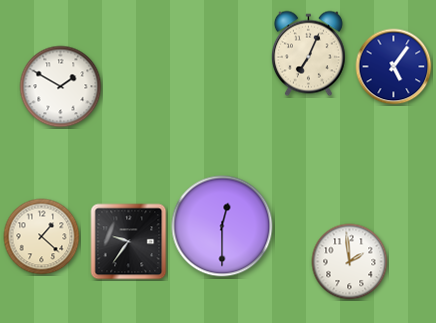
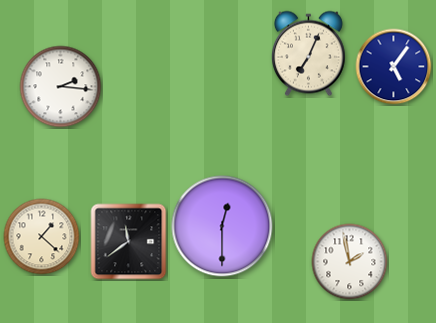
clock at (61, 87): 1:50 -> 2:16
clock at (129, 242): 9:36 -> 11:39
clock at (350, 262): 1:59 -> 1:58
